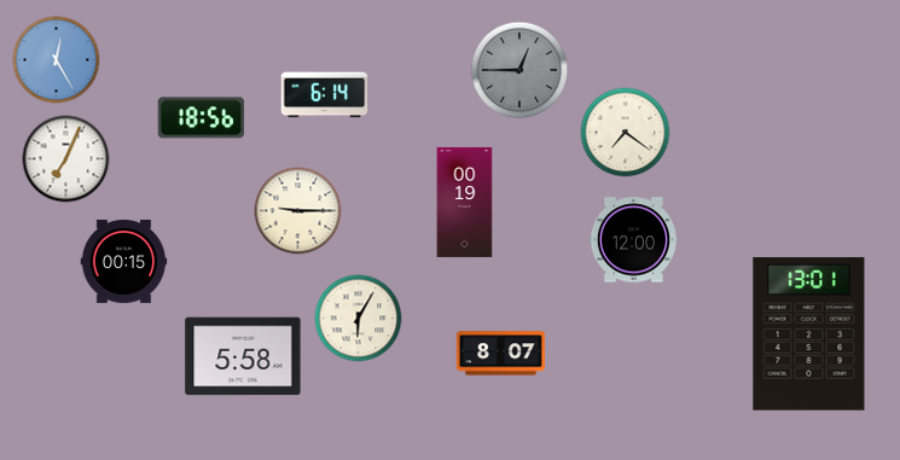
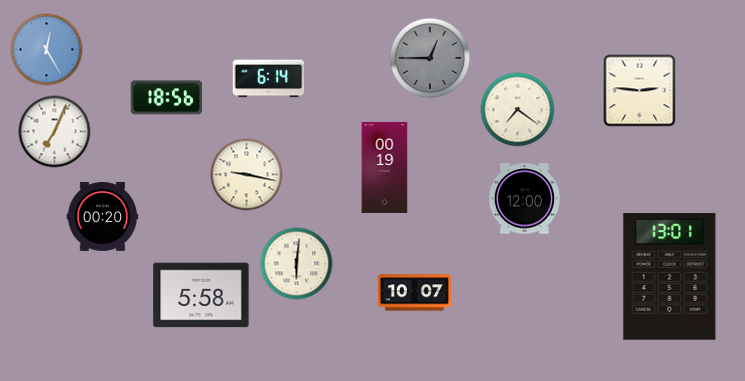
clock at (640, 91): none -> 2:46
clock at (298, 211): 9:15 -> 9:17
clock at (124, 261): 00:15 -> 00:20
clock at (359, 319): 6:05 -> 6:01
clock at (500, 354): 8:07 -> 10:07
